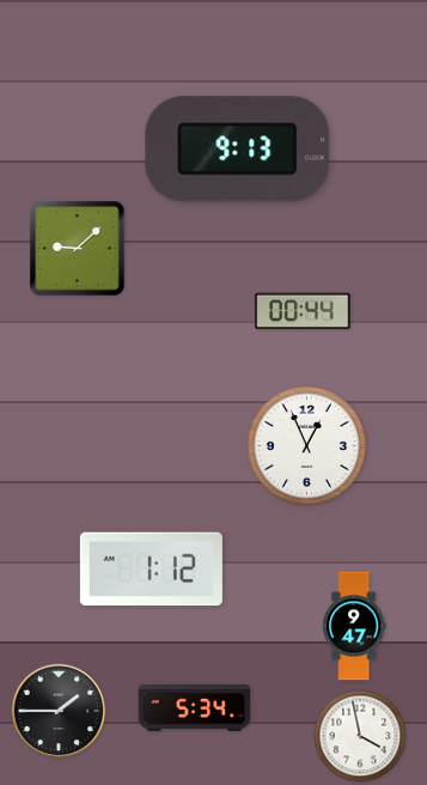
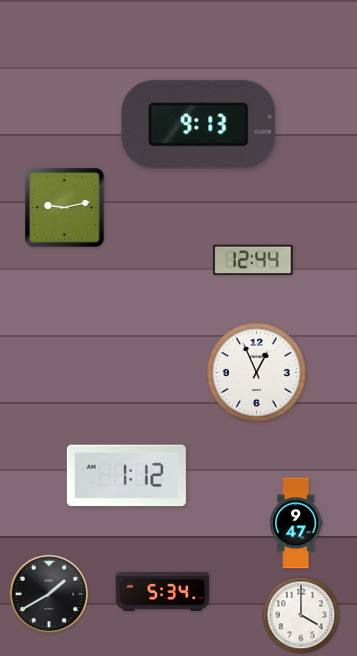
clock at (78, 249): 9:08 -> 9:13
clock at (303, 311): 00:44 -> 12:44
clock at (59, 711): 1:45 -> 1:40
clock at (360, 736): 3:58 -> 4:00
